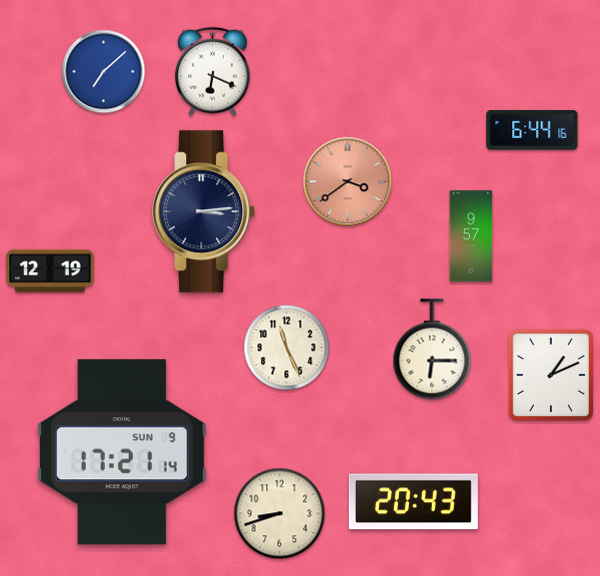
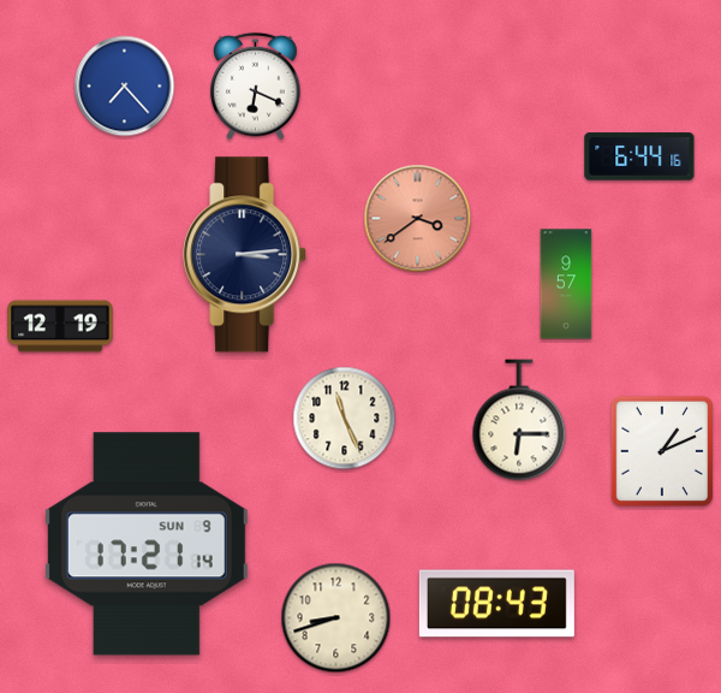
clock at (104, 72): 7:08 -> 7:23
clock at (413, 502): 20:43 -> 08:43
